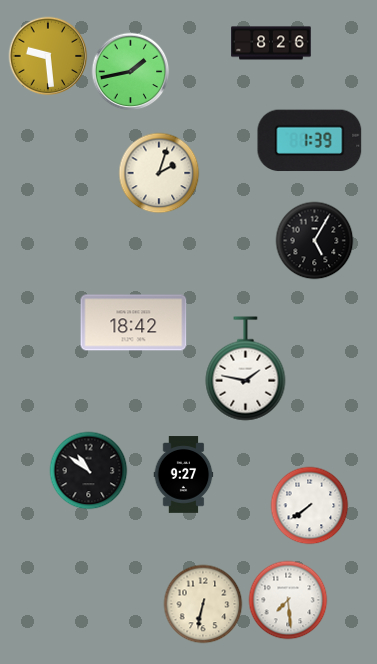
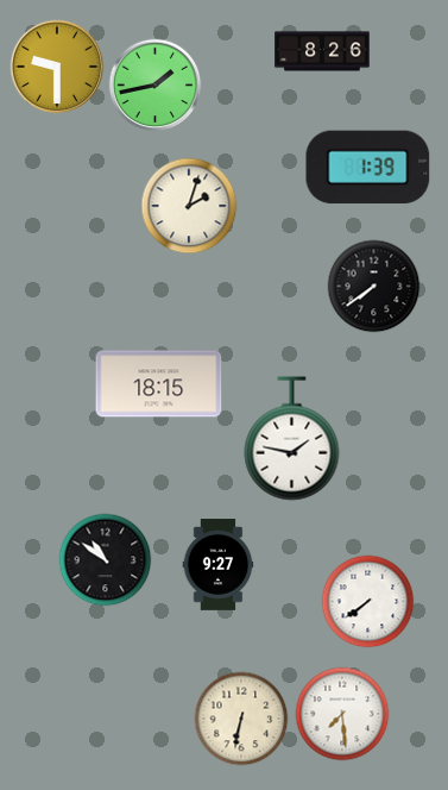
clock at (48, 56): 9:29 -> 9:30
clock at (314, 240): 5:05 -> 7:39
clock at (134, 323): 18:42 -> 18:15
